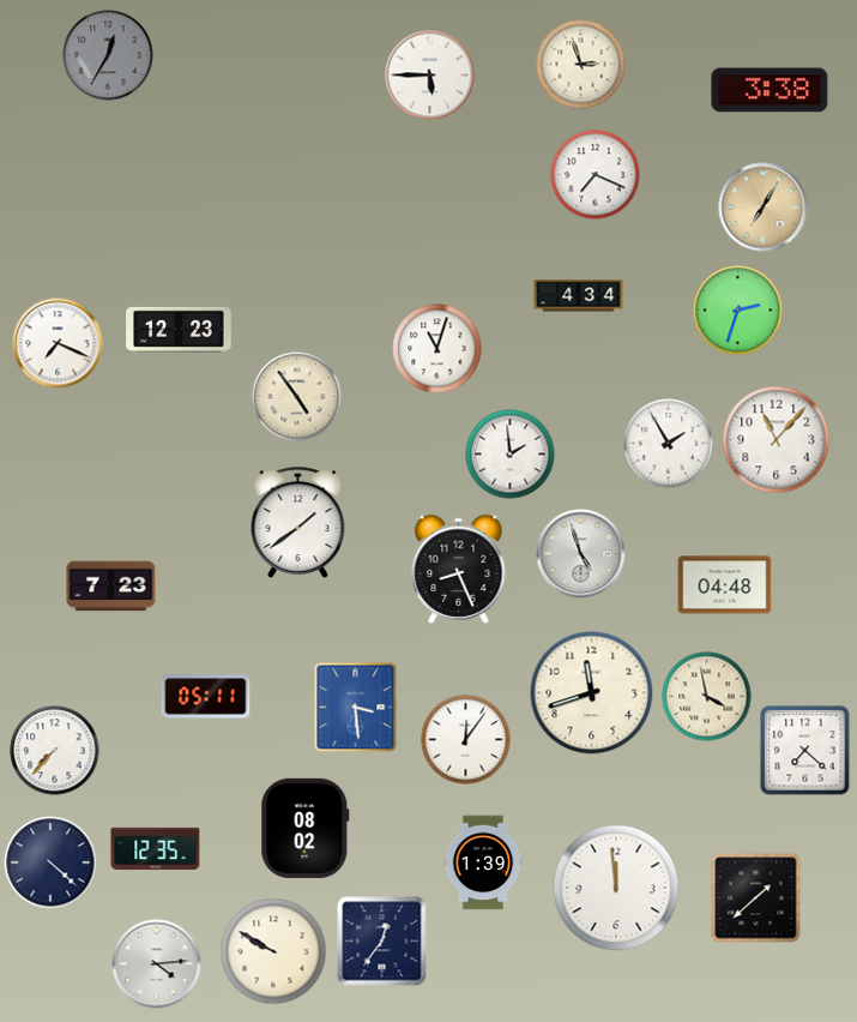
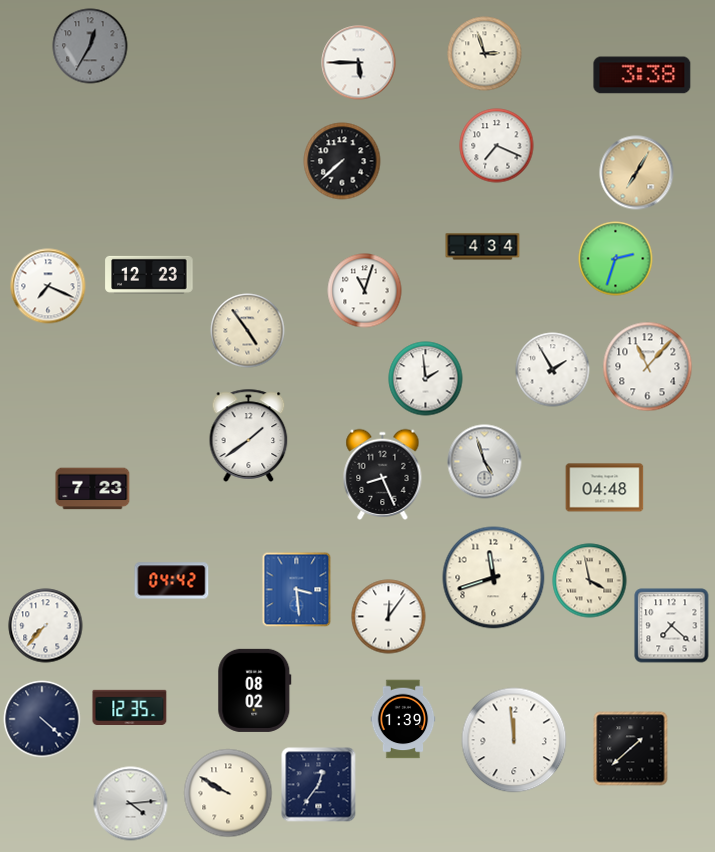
clock at (342, 161): none -> 7:38
clock at (669, 444) position: (669, 444) -> (553, 370)
clock at (206, 697): 05:11 -> 04:42
